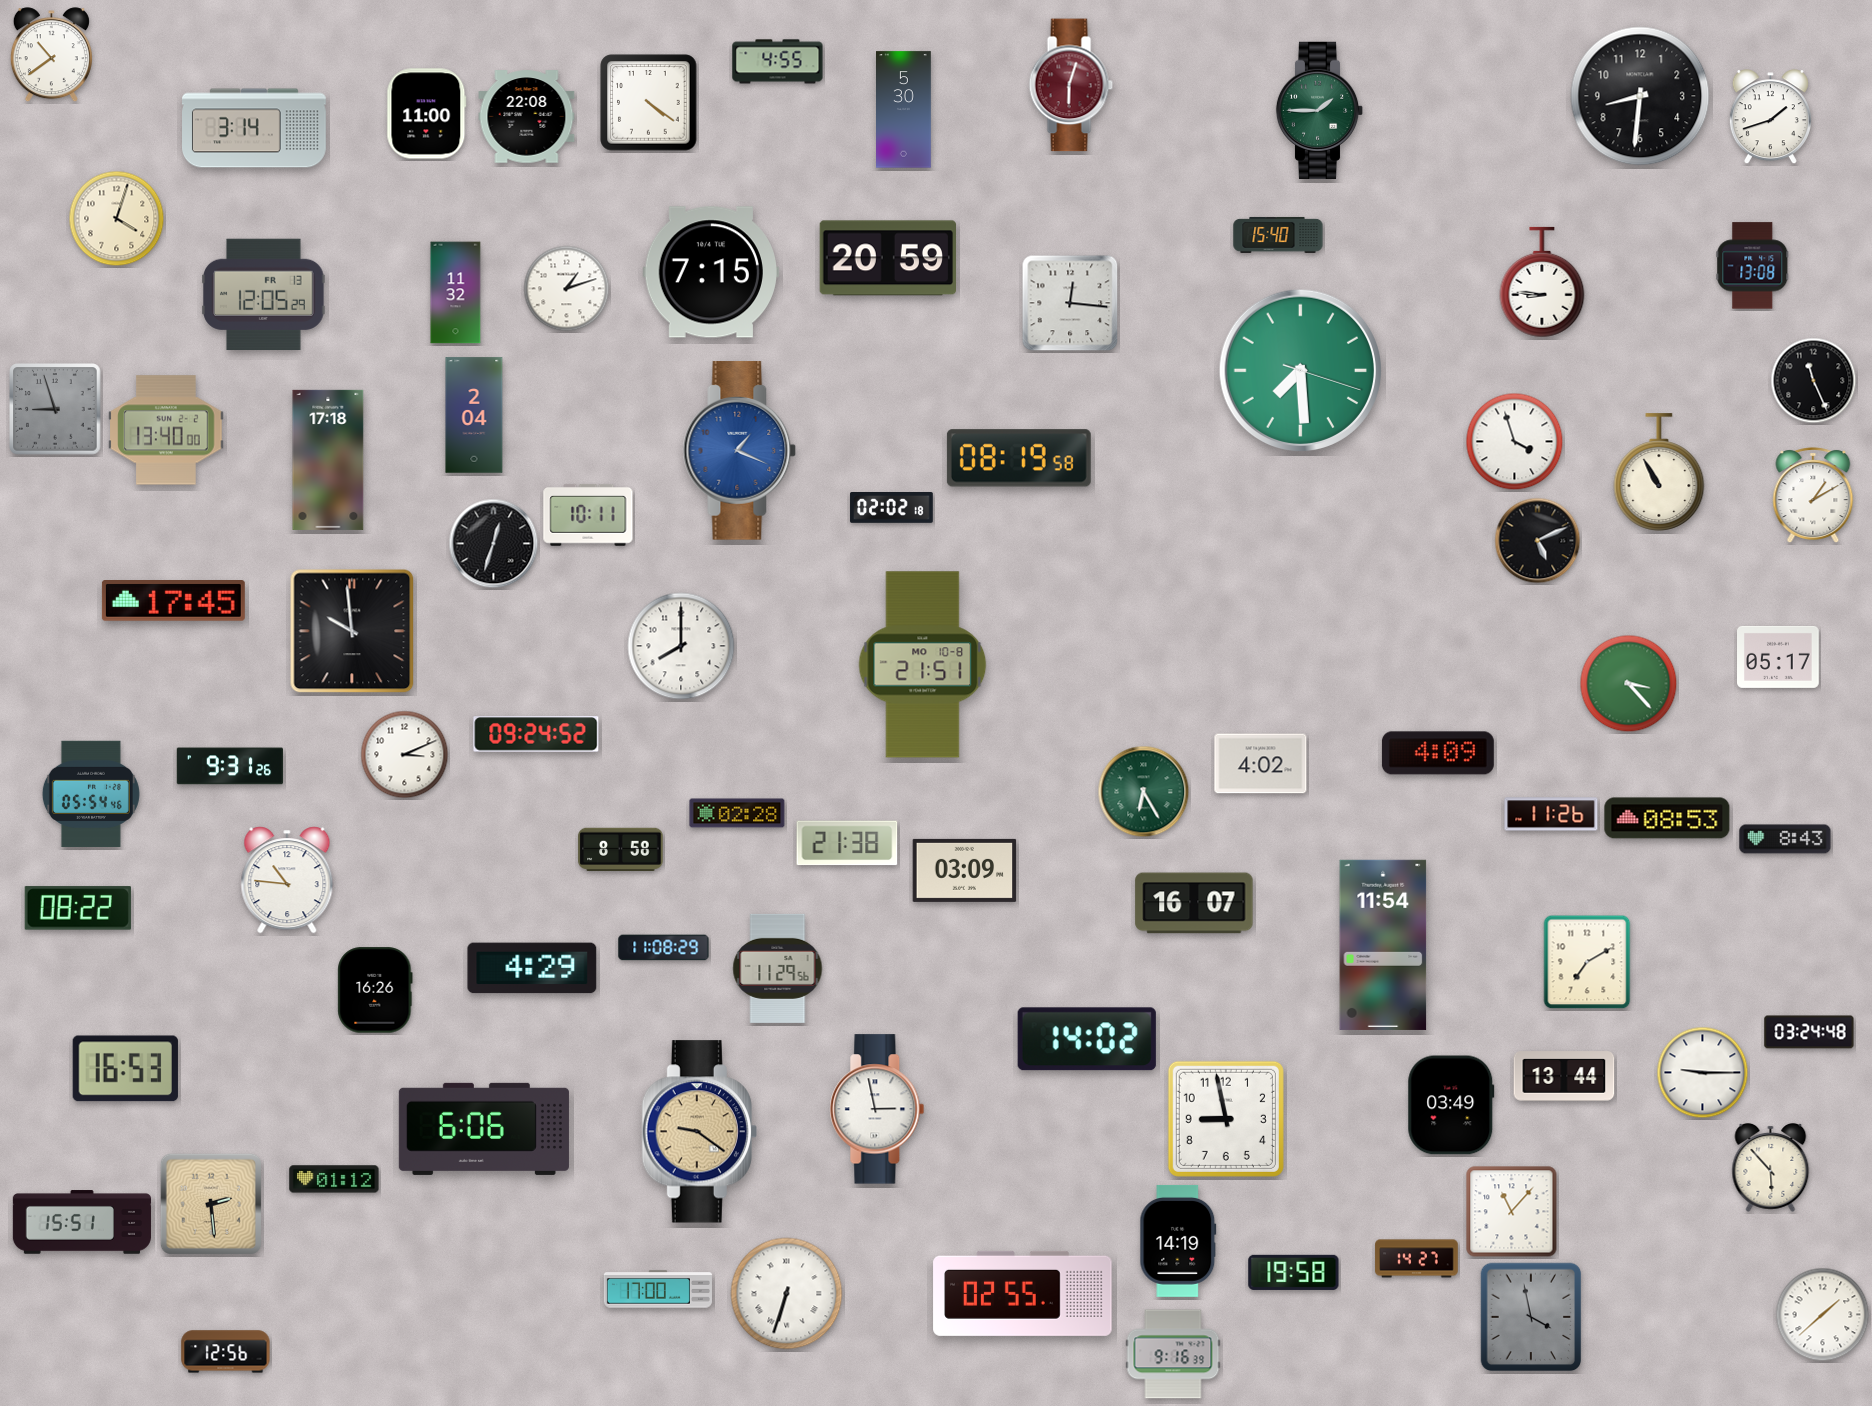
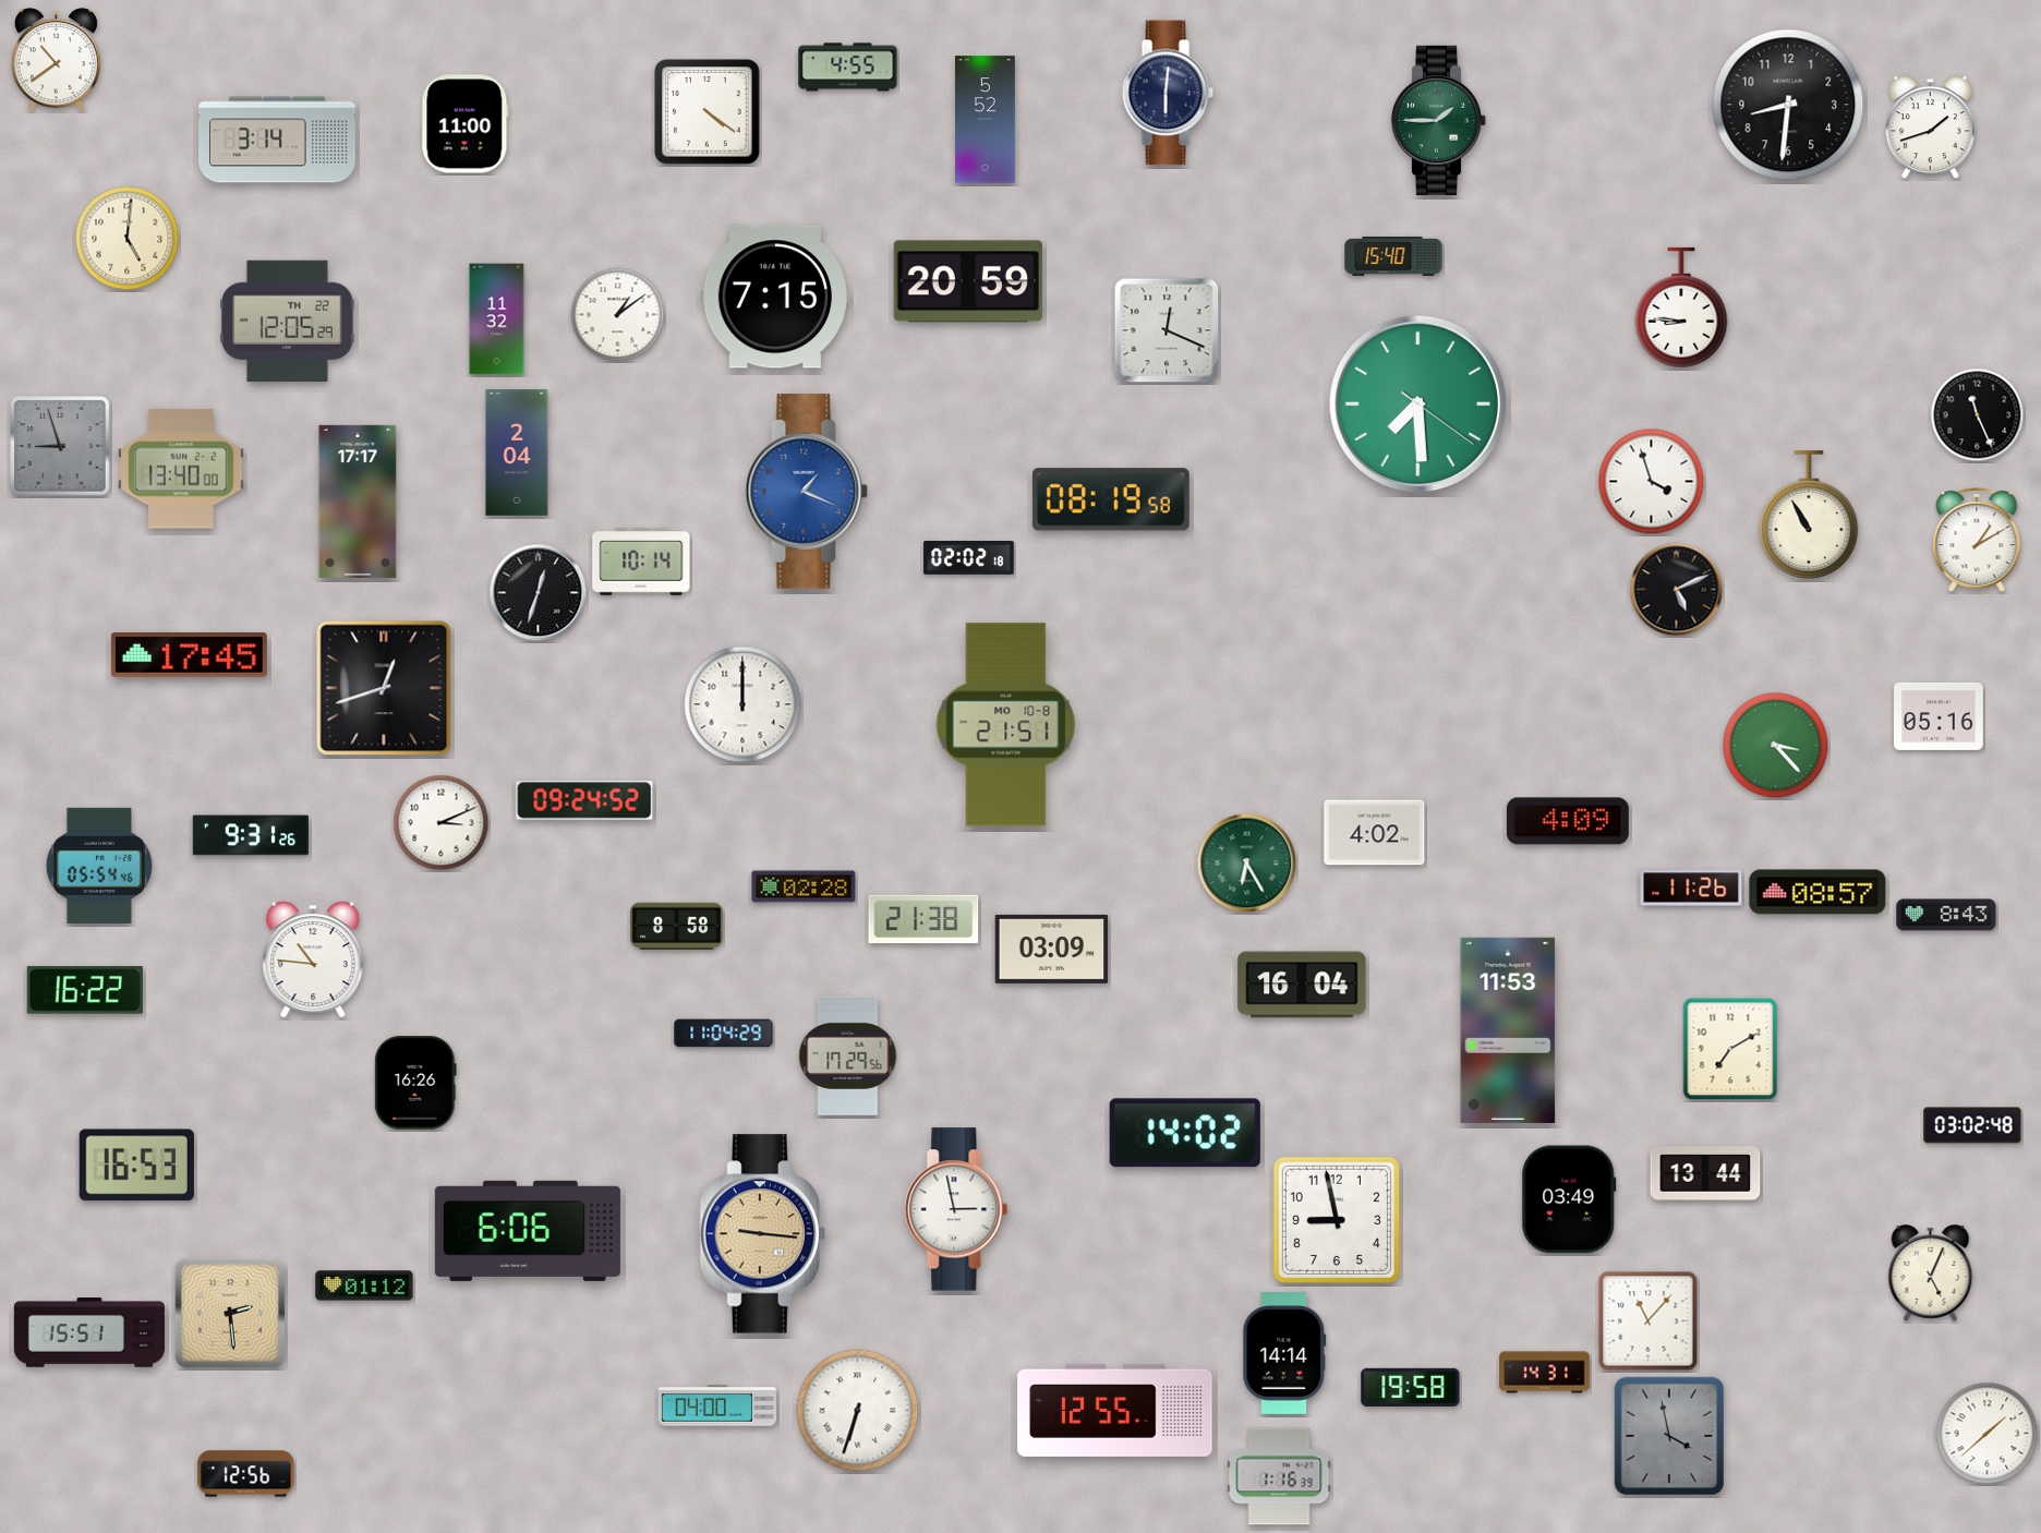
clock at (1071, 85): 6:03 -> 6:01
clock at (1071, 85) dial: burgundy -> navy
clock at (904, 110): 5:30 -> 5:52
clock at (527, 117): 22:08 -> none
clock at (117, 219): 4:03 -> 5:01
clock at (1753, 266): 13:08 -> none
clock at (567, 289): 1:12 -> 1:09
clock at (264, 294) date: FR 13 -> TH 22
clock at (1070, 303): 12:16 -> 12:19
clock at (1300, 370): 7:29:18 -> 7:29:21
clock at (328, 460): 17:18 -> 17:17
clock at (892, 508) position: (892, 508) -> (969, 558)
clock at (588, 515): 10:11 -> 10:14
clock at (352, 631): 9:59 -> 12:42
clock at (681, 646): 8:00 -> 12:00
clock at (1778, 657): 05:17 -> 05:16
clock at (1667, 818): 08:53 -> 08:57
clock at (1194, 903): 16:07 -> 16:04
clock at (78, 908): 08:22 -> 16:22
clock at (1383, 945): 11:54 -> 11:53
clock at (664, 948): 11:08 -> 11:04
clock at (532, 968): 4:29 -> none
clock at (778, 968): 11:29 -> 17:29
clock at (375, 990) position: (375, 990) -> (415, 1083)
clock at (1809, 1032): 03:24 -> 03:02
clock at (1703, 1073): 9:15 -> none
clock at (1451, 1105) position: (1451, 1105) -> (1569, 1199)
clock at (699, 1132): 9:21 -> 9:16
clock at (1771, 1168): 5:53 -> 5:04
clock at (1178, 1241): 14:19 -> 14:14
clock at (1417, 1259): 14:27 -> 14:31
clock at (658, 1289): 17:00 -> 04:00
clock at (1023, 1293): 02:55 -> 12:55
clock at (1173, 1354): 9:16 -> 1:16
